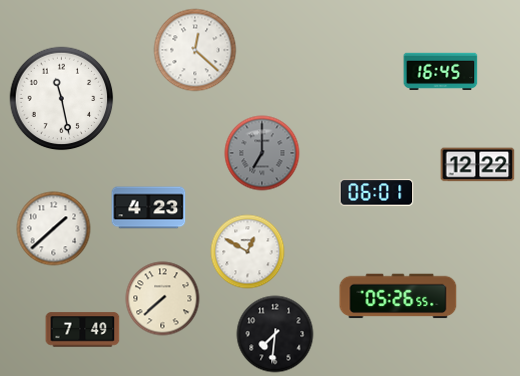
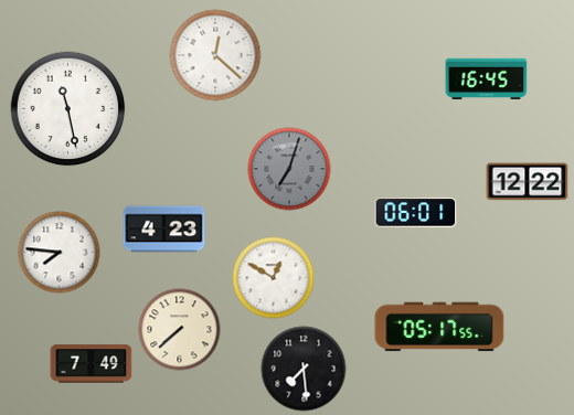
clock at (262, 153): 7:00 -> 7:03
clock at (54, 229): 1:38 -> 7:46
clock at (398, 296): 05:26 -> 05:17
clock at (275, 334): 7:31 -> 7:29
